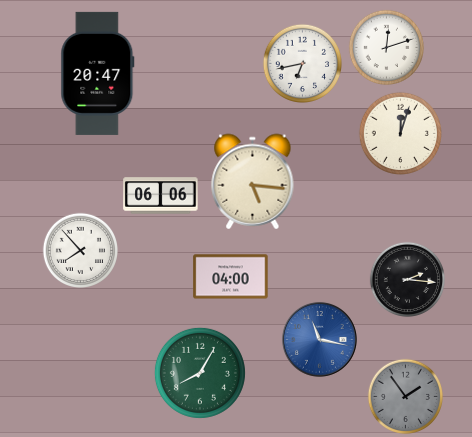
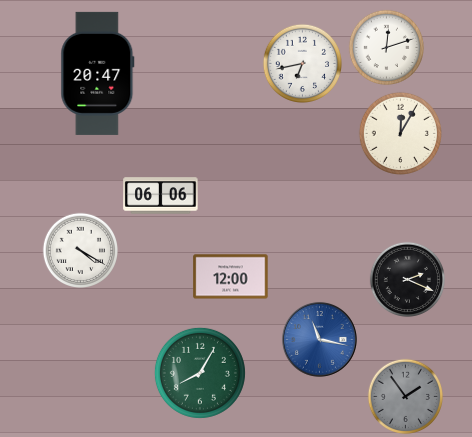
clock at (400, 133): 12:03 -> 12:05
clock at (253, 182): 5:16 -> none
clock at (81, 251): 7:53 -> 4:20
clock at (231, 277): 04:00 -> 12:00
clock at (408, 280): 2:16 -> 2:19
